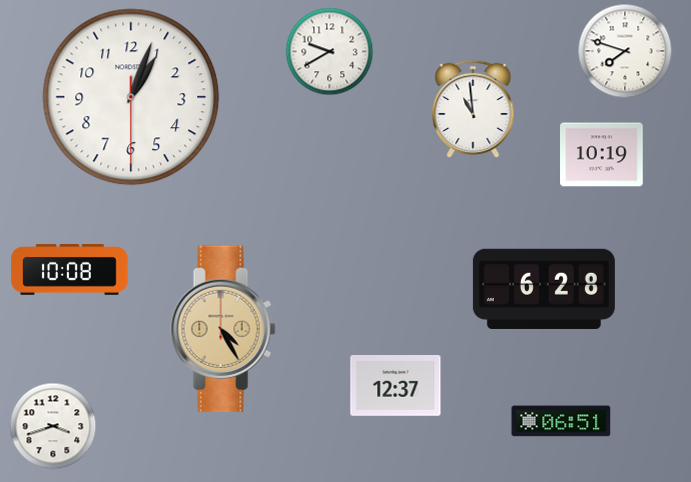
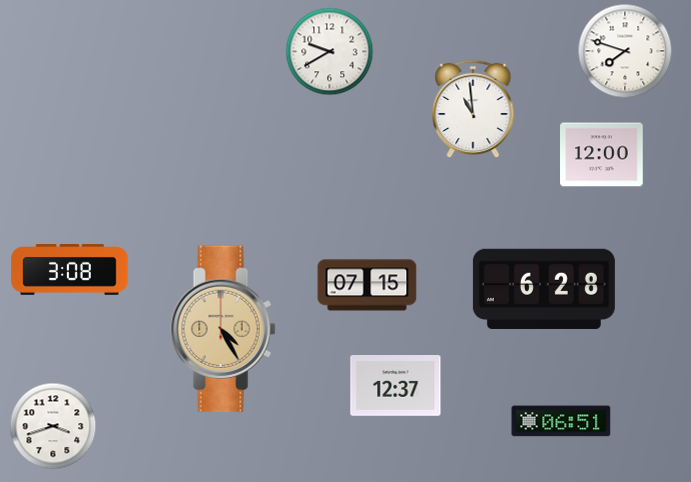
clock at (131, 97): 1:03 -> none
clock at (602, 155): 10:19 -> 12:00
clock at (70, 270): 10:08 -> 3:08
clock at (367, 285): none -> 07:15
